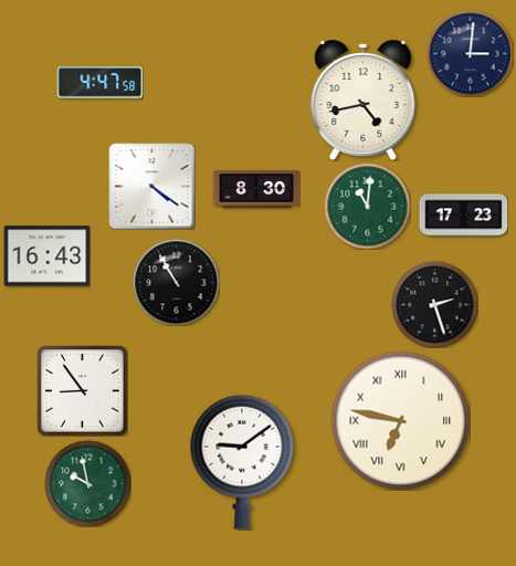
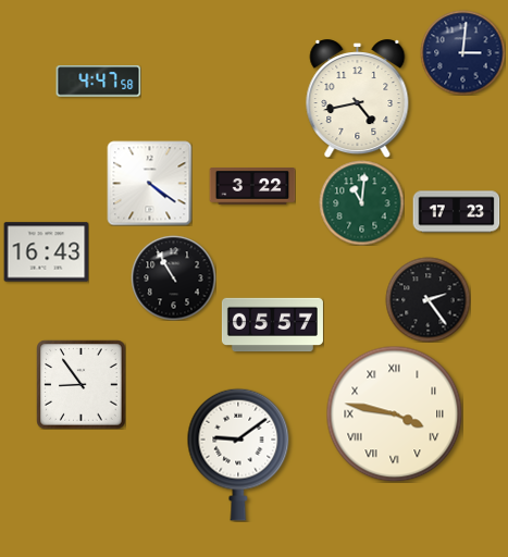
clock at (256, 190): 8:30 -> 3:22
clock at (434, 304): 2:27 -> 2:24
clock at (272, 325): none -> 05:57
clock at (400, 420): 6:47 -> 3:47
clock at (87, 483): 9:58 -> none
